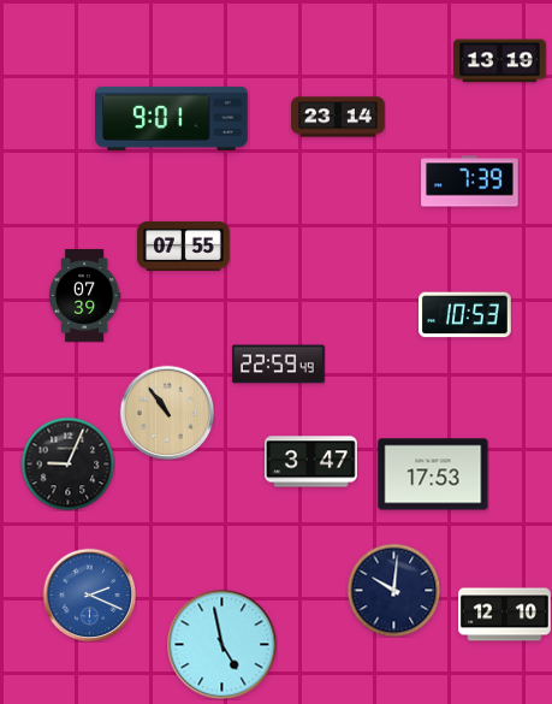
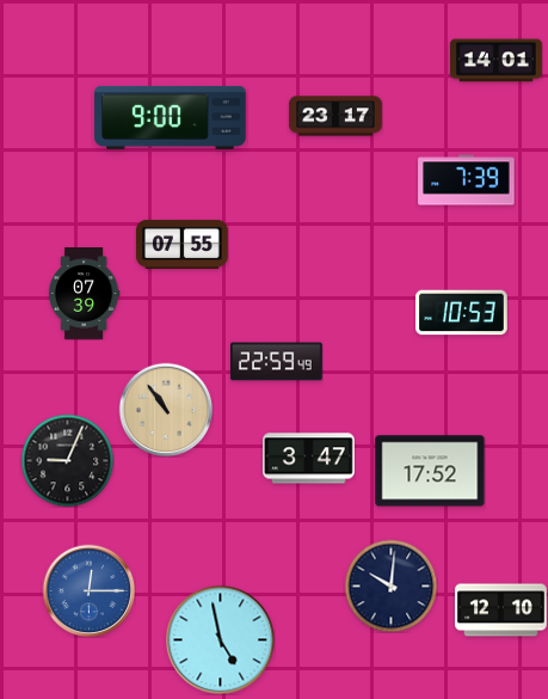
clock at (500, 61): 13:19 -> 14:01
clock at (338, 117): 23:14 -> 23:17
clock at (172, 118): 9:01 -> 9:00
clock at (433, 474): 17:53 -> 17:52
clock at (89, 594): 2:19 -> 12:15
